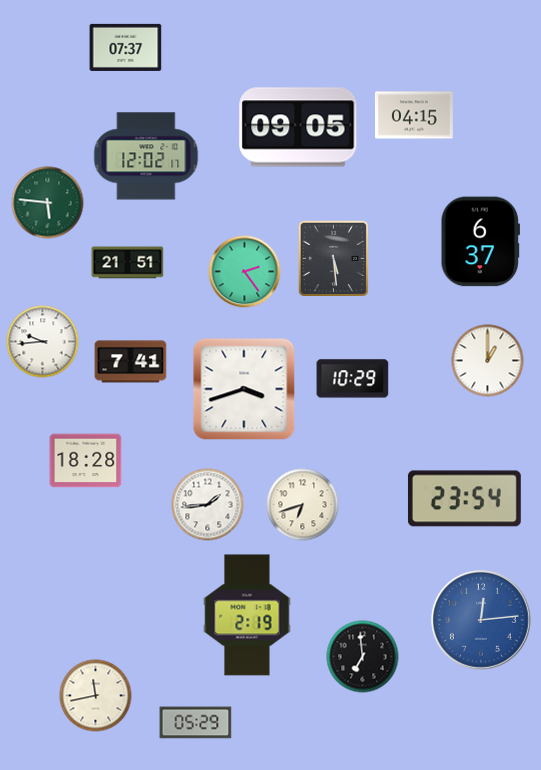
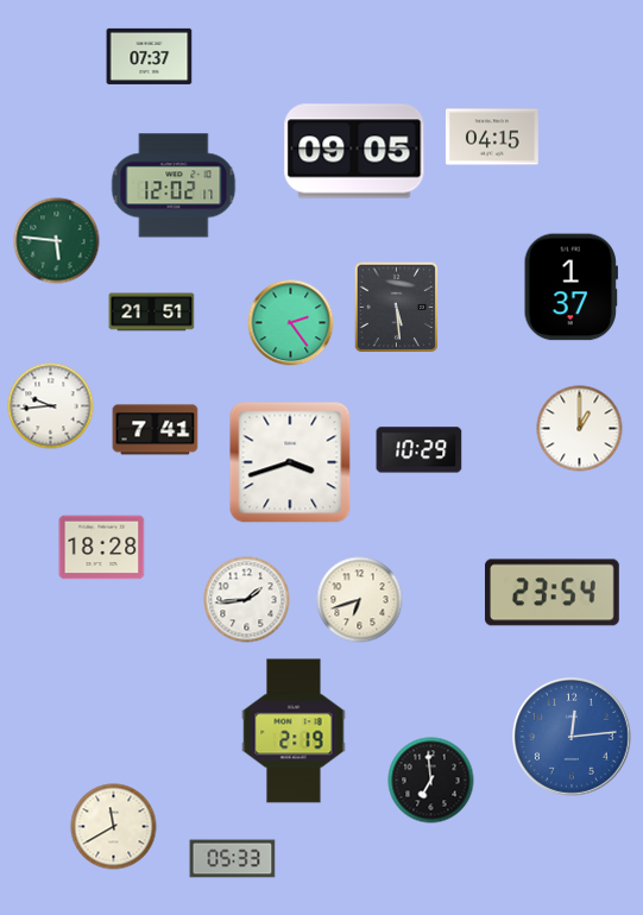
clock at (480, 242): 6:37 -> 1:37
clock at (96, 696): 11:43 -> 11:40
clock at (196, 723): 05:29 -> 05:33
